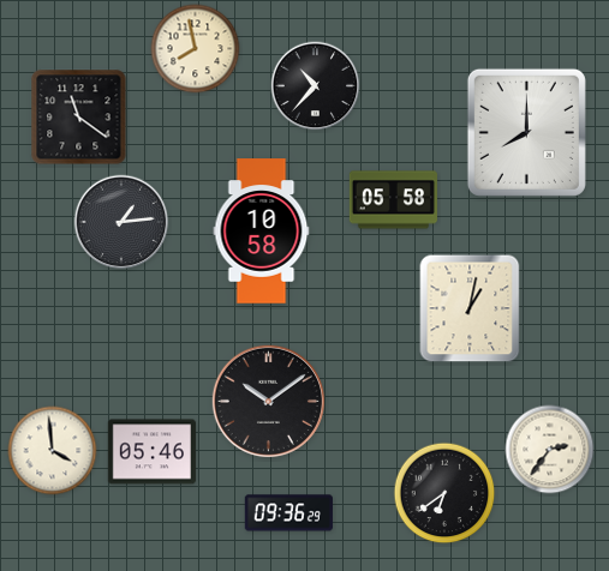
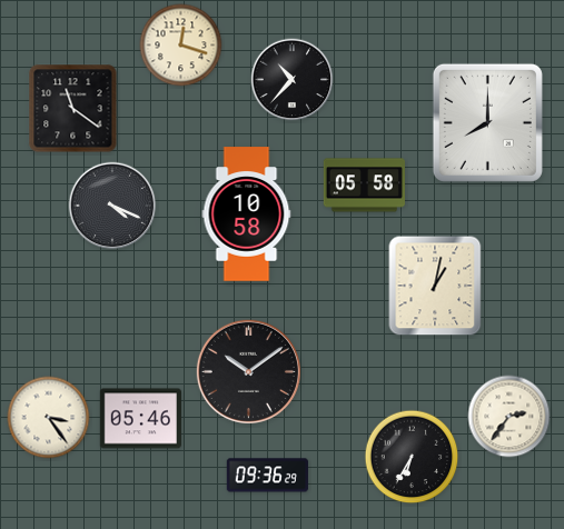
clock at (196, 49): 7:58 -> 12:18
clock at (121, 222): 1:14 -> 4:19
clock at (262, 232) position: (262, 232) -> (247, 214)
clock at (53, 451): 3:59 -> 3:24
clock at (444, 493): 6:39 -> 6:35
